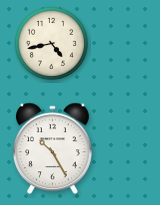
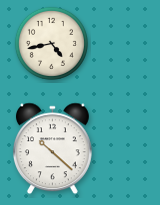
clock at (52, 149): 10:25 -> 10:22
